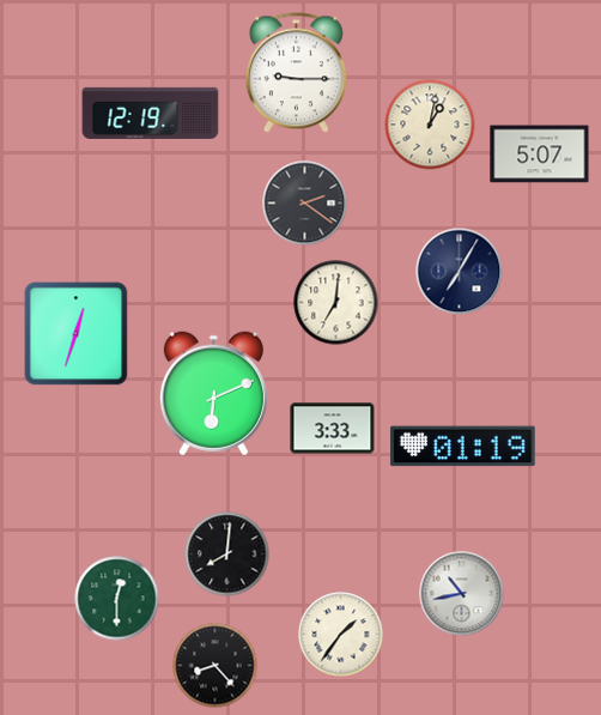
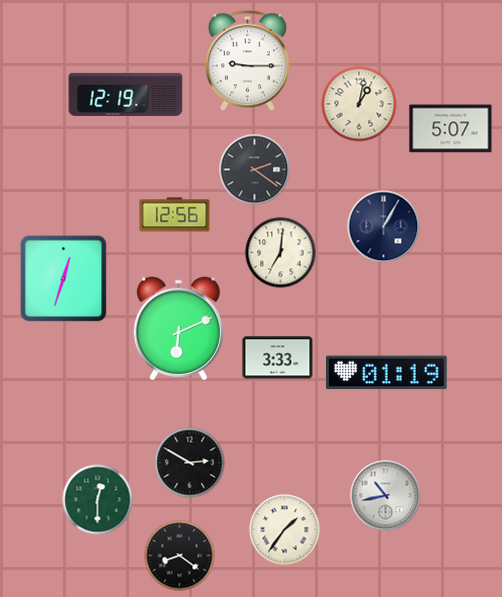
clock at (175, 215): none -> 12:56
clock at (460, 272): 7:05 -> 1:05
clock at (227, 555): 8:01 -> 2:50
clock at (215, 666): 8:23 -> 8:21
